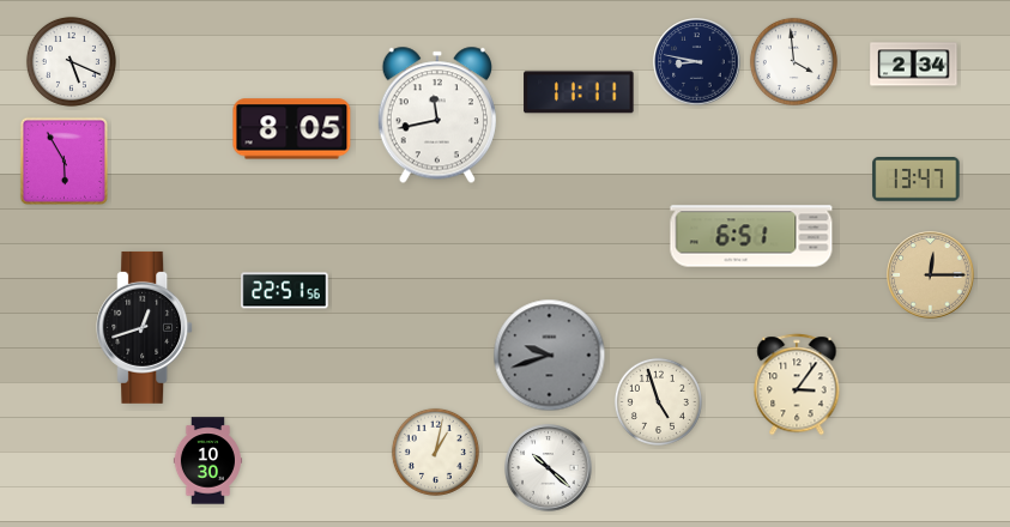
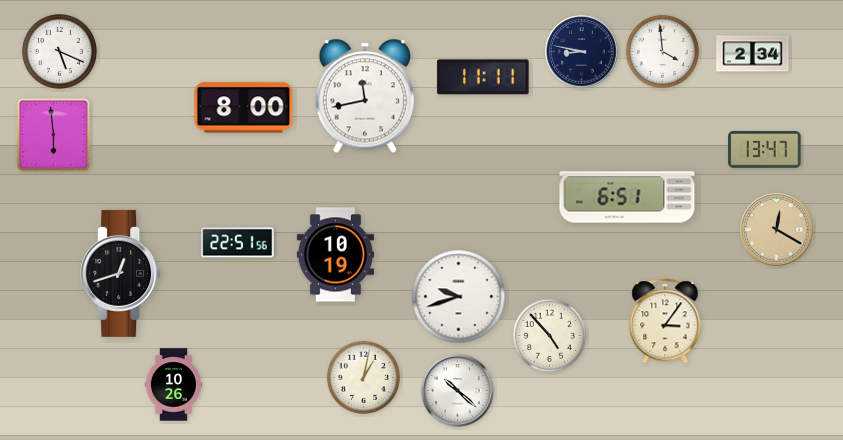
clock at (914, 65) position: (914, 65) -> (753, 54)
clock at (292, 129): 8:05 -> 8:00
clock at (63, 160): 5:55 -> 5:59
clock at (931, 275): 12:15 -> 12:20
clock at (335, 255): none -> 10:19
clock at (550, 356) dial: grey -> white
clock at (658, 401): 4:57 -> 4:53
clock at (207, 461): 10:30 -> 10:26
